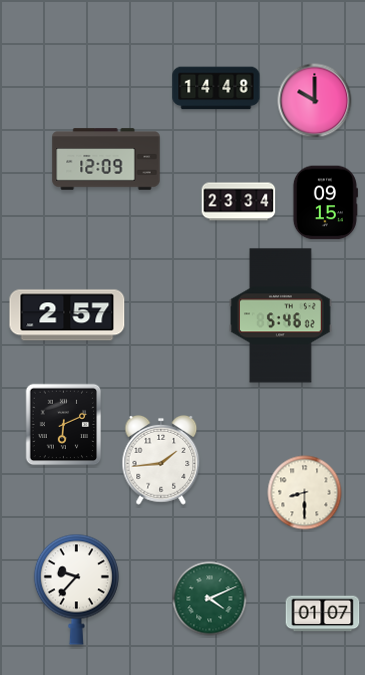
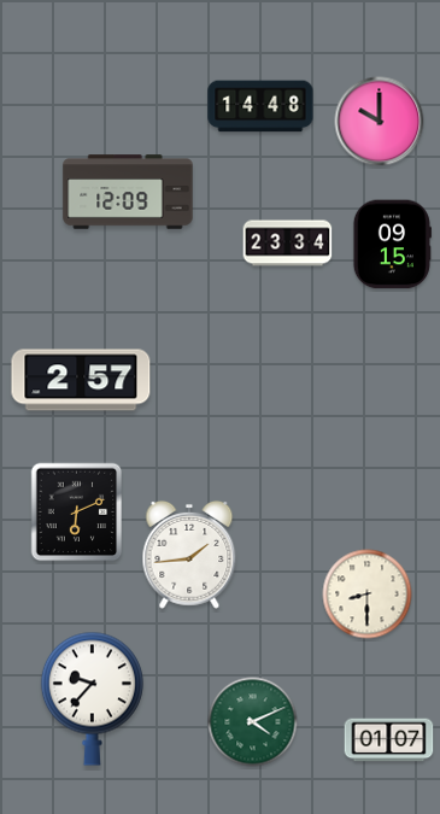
clock at (281, 316): 5:46 -> none
clock at (161, 460) position: (161, 460) -> (189, 555)
clock at (76, 589) position: (76, 589) -> (92, 698)
